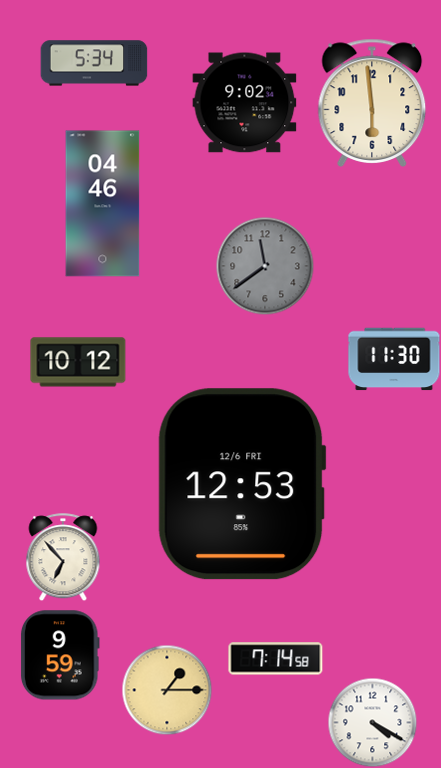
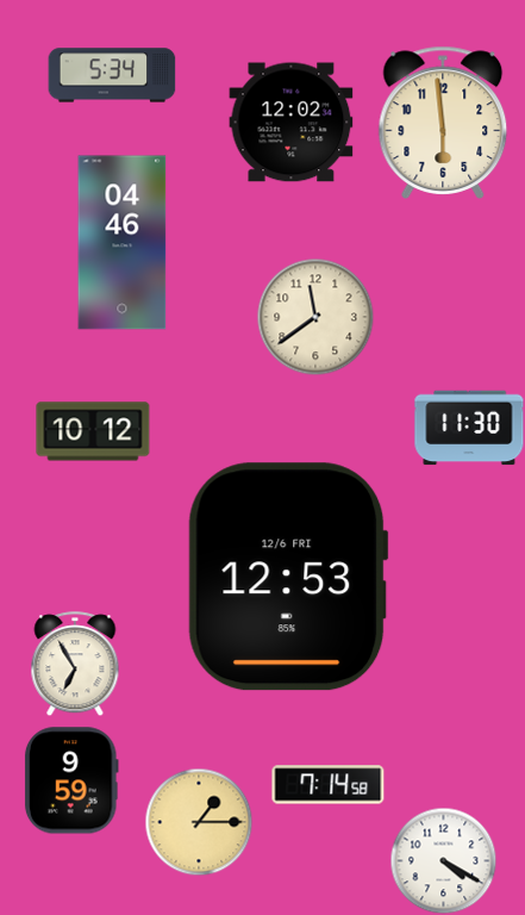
clock at (245, 103): 9:02 -> 12:02
clock at (265, 266) dial: grey -> cream
clock at (63, 557): 6:53 -> 6:55
